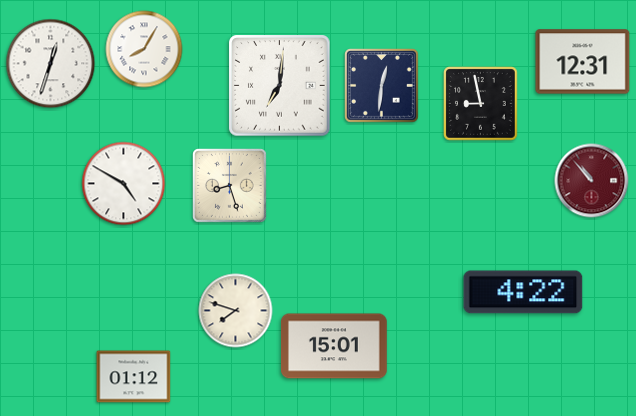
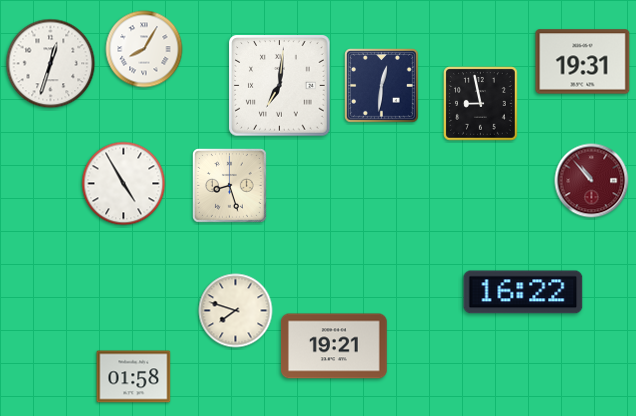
clock at (583, 62): 12:31 -> 19:31
clock at (124, 184): 4:50 -> 4:55
clock at (523, 292): 4:22 -> 16:22
clock at (334, 346): 15:01 -> 19:21
clock at (134, 377): 01:12 -> 01:58
